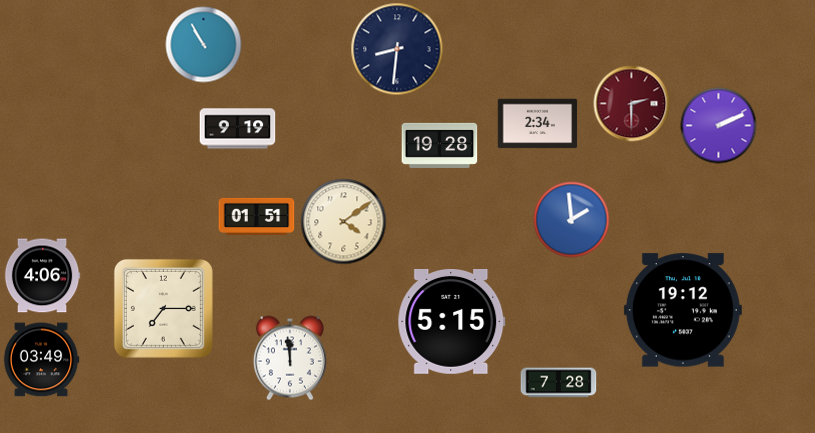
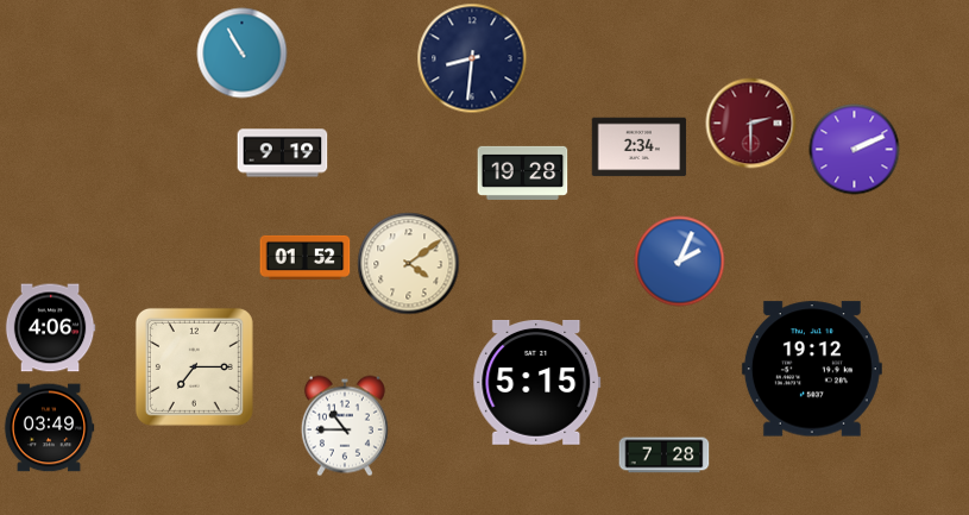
clock at (257, 216): 01:51 -> 01:52
clock at (572, 220): 1:59 -> 2:04
clock at (290, 358): 11:59 -> 10:45
